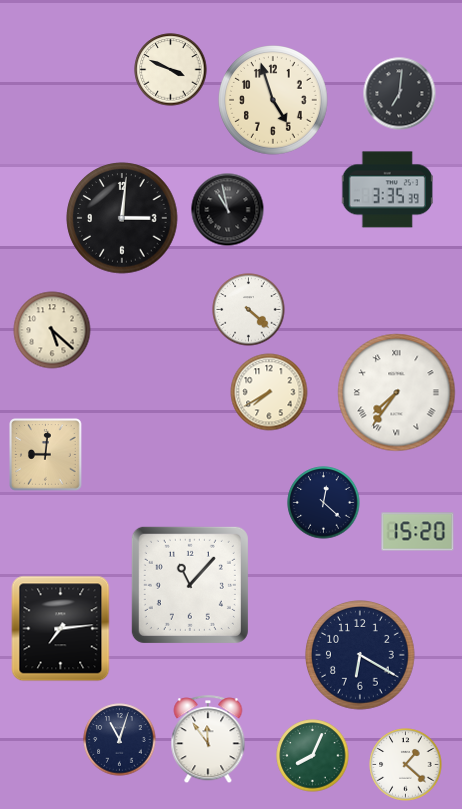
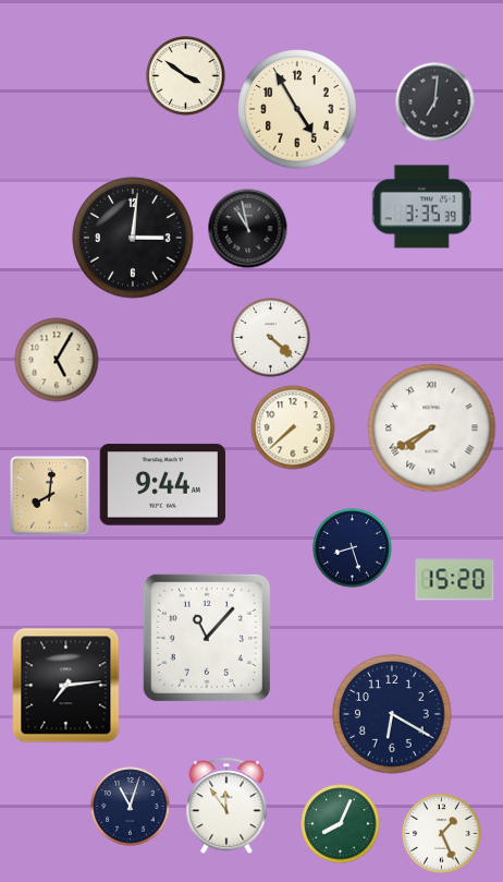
clock at (171, 70): 3:49 -> 3:51
clock at (274, 101): 4:57 -> 4:55
clock at (52, 330): 5:22 -> 5:05
clock at (269, 392): 7:40 -> 7:38
clock at (397, 393): 7:36 -> 7:40
clock at (162, 485): none -> 9:44
clock at (46, 455): 9:01 -> 8:01
clock at (324, 503): 12:22 -> 8:27
clock at (406, 765): 1:22 -> 1:26
